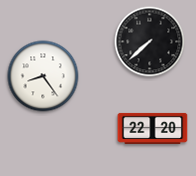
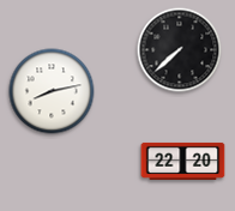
clock at (43, 76): 8:24 -> 8:13
clock at (153, 128) position: (153, 128) -> (183, 161)
